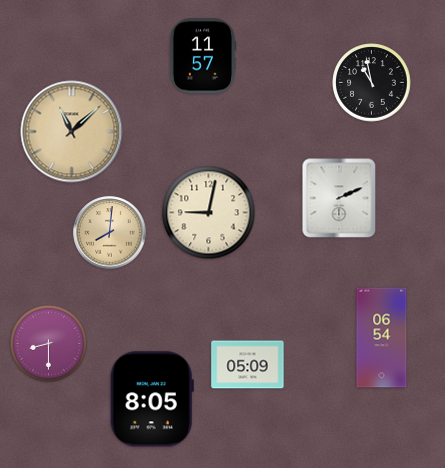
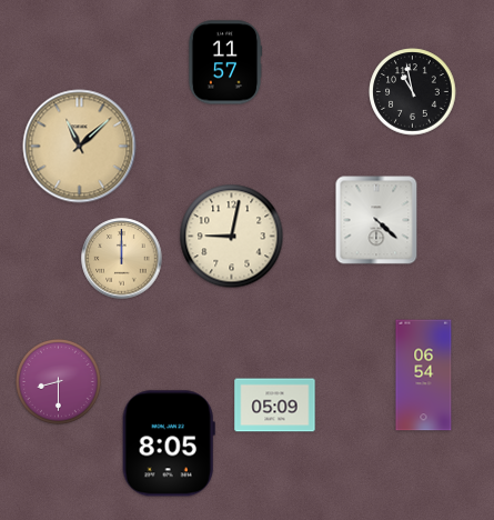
clock at (339, 198): 2:11 -> 4:22
clock at (110, 233): 8:01 -> 12:00
clock at (49, 344) position: (49, 344) -> (59, 382)
